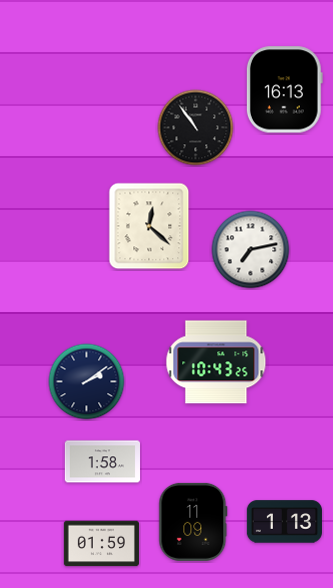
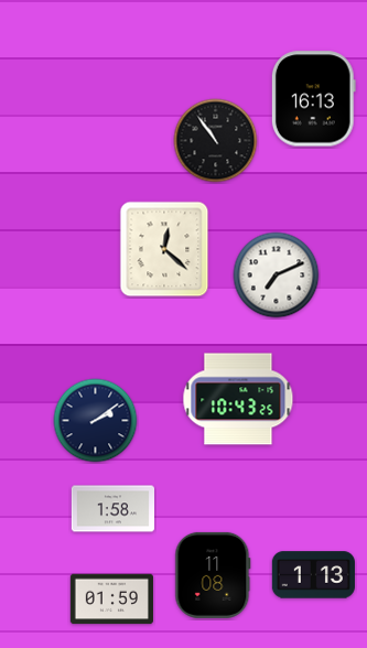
clock at (251, 250): 7:13 -> 7:11
clock at (193, 522): 11:09 -> 11:08
